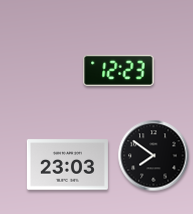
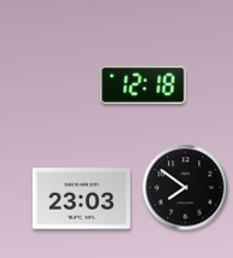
clock at (119, 70): 12:23 -> 12:18
